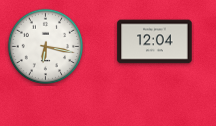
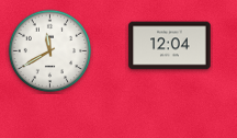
clock at (46, 47): 6:17 -> 11:40
